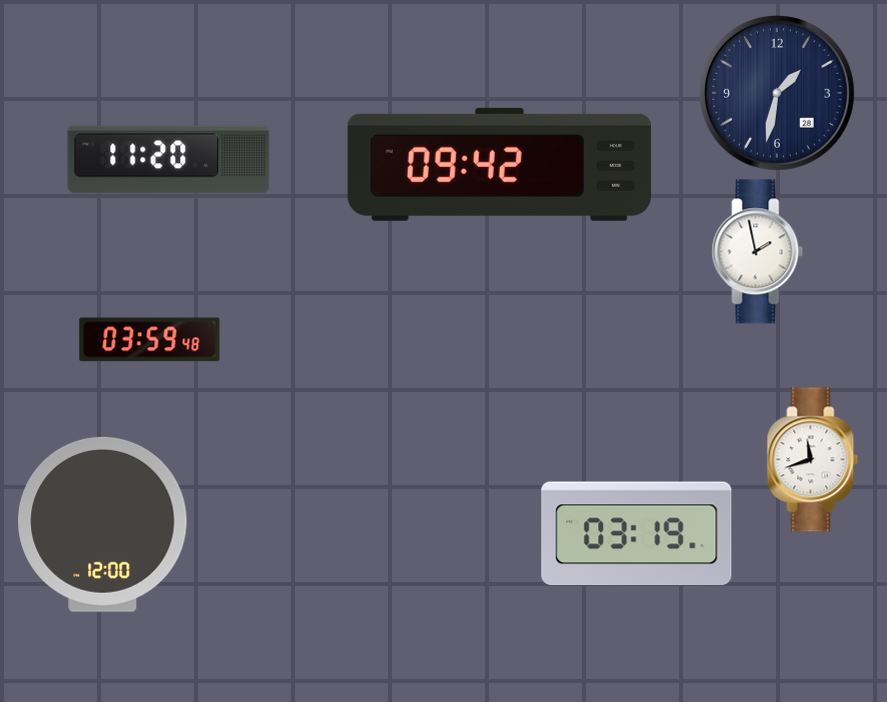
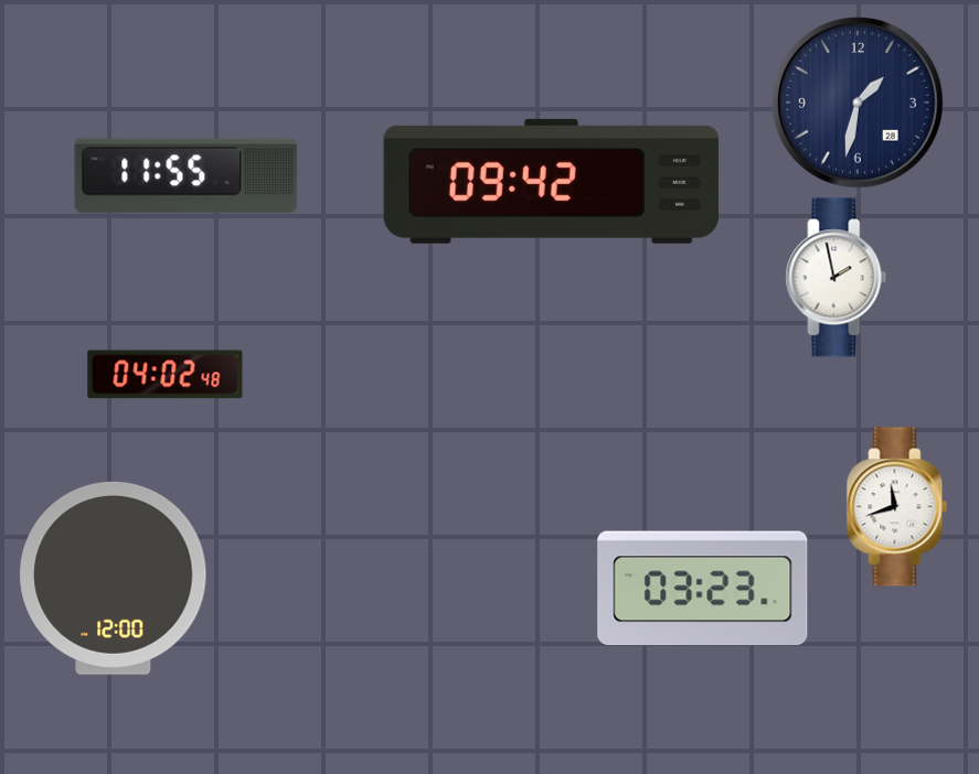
clock at (169, 160): 11:20 -> 11:55
clock at (150, 340): 03:59 -> 04:02
clock at (637, 534): 03:19 -> 03:23
